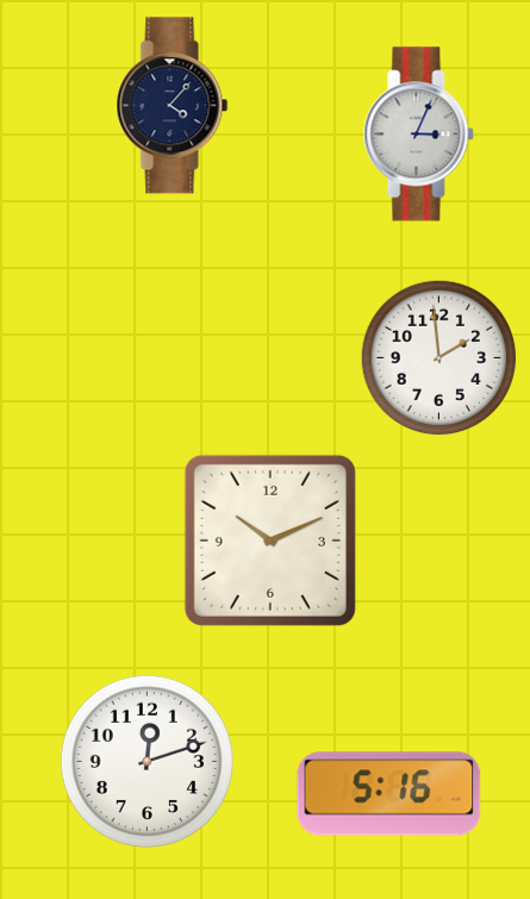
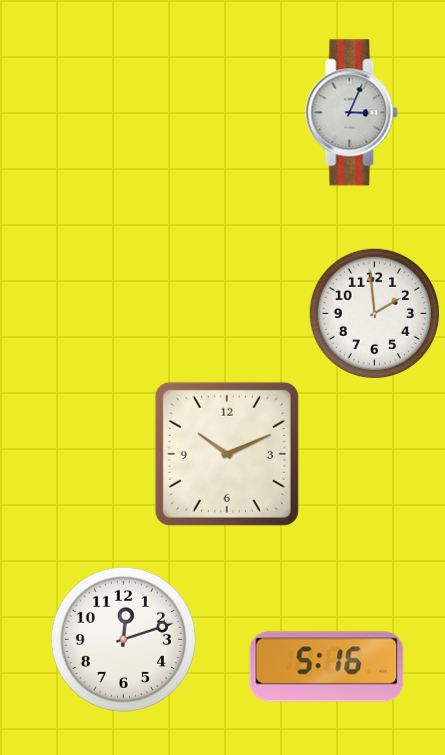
clock at (173, 106): 4:07 -> none
clock at (439, 358) position: (439, 358) -> (375, 314)
